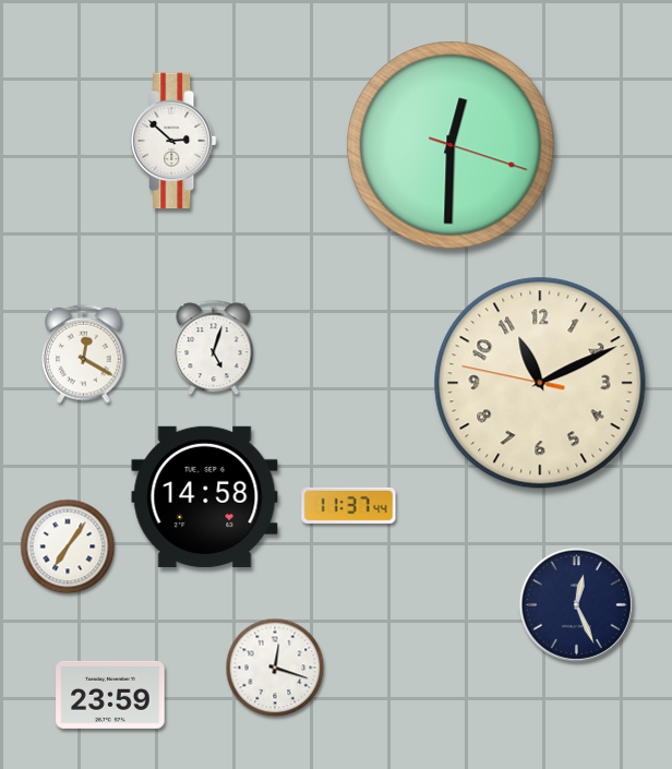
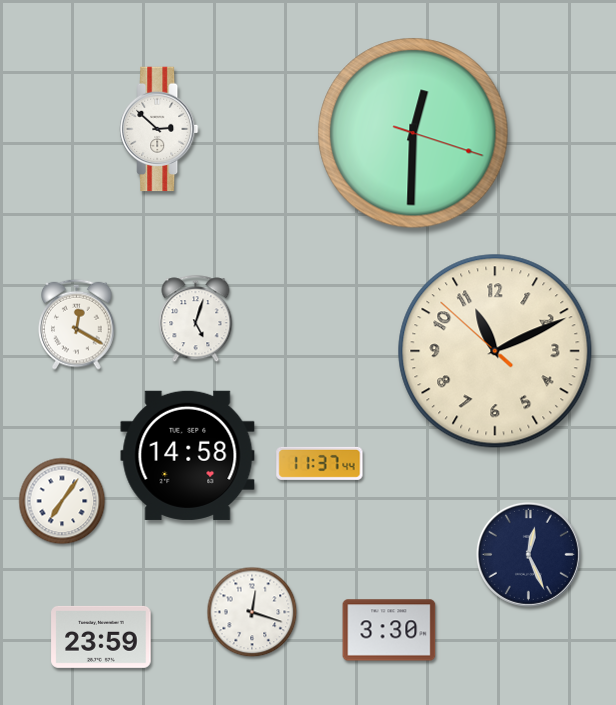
clock at (540, 383): 11:10:47 -> 11:10:52
clock at (389, 630): none -> 3:30
